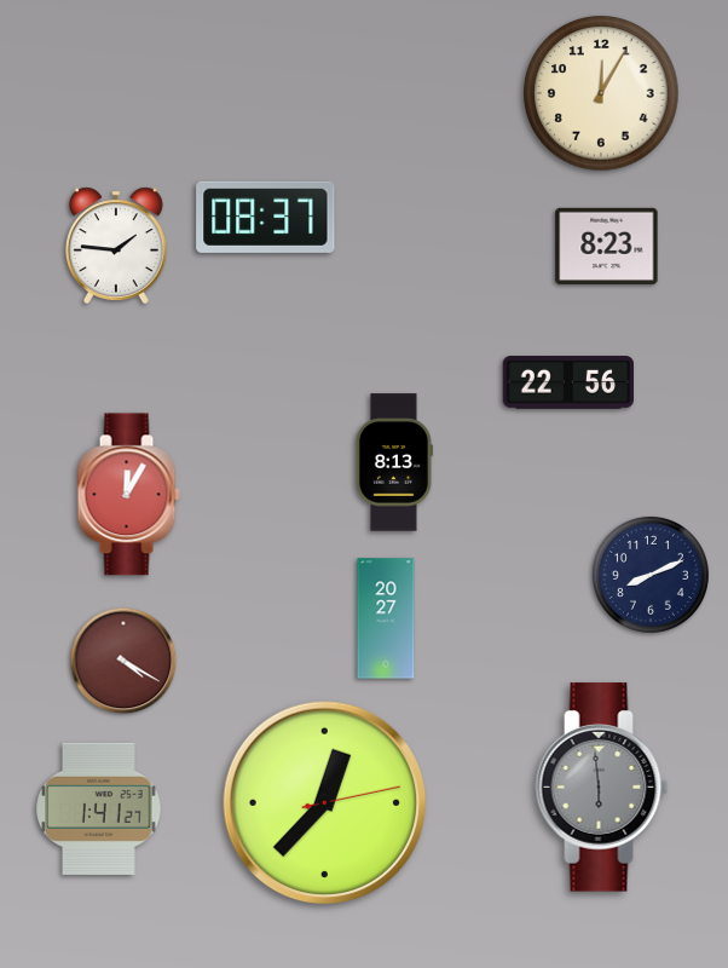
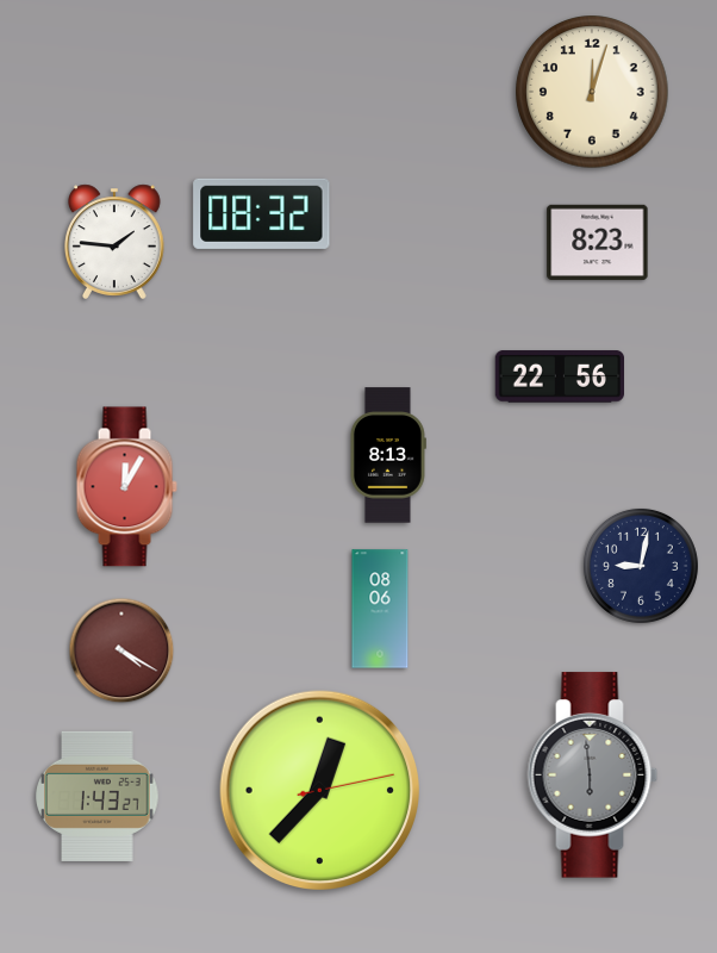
clock at (601, 93): 12:05 -> 12:03
clock at (266, 217): 08:37 -> 08:32
clock at (651, 575): 8:11 -> 9:02
clock at (386, 618): 20:27 -> 08:06
clock at (99, 808): 1:41 -> 1:43
